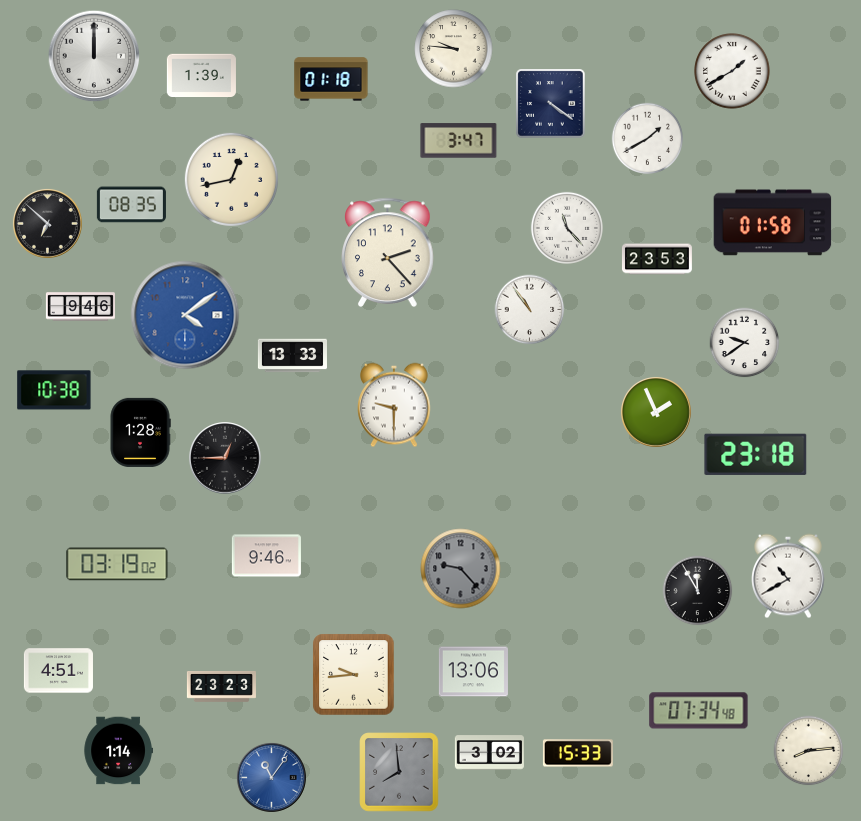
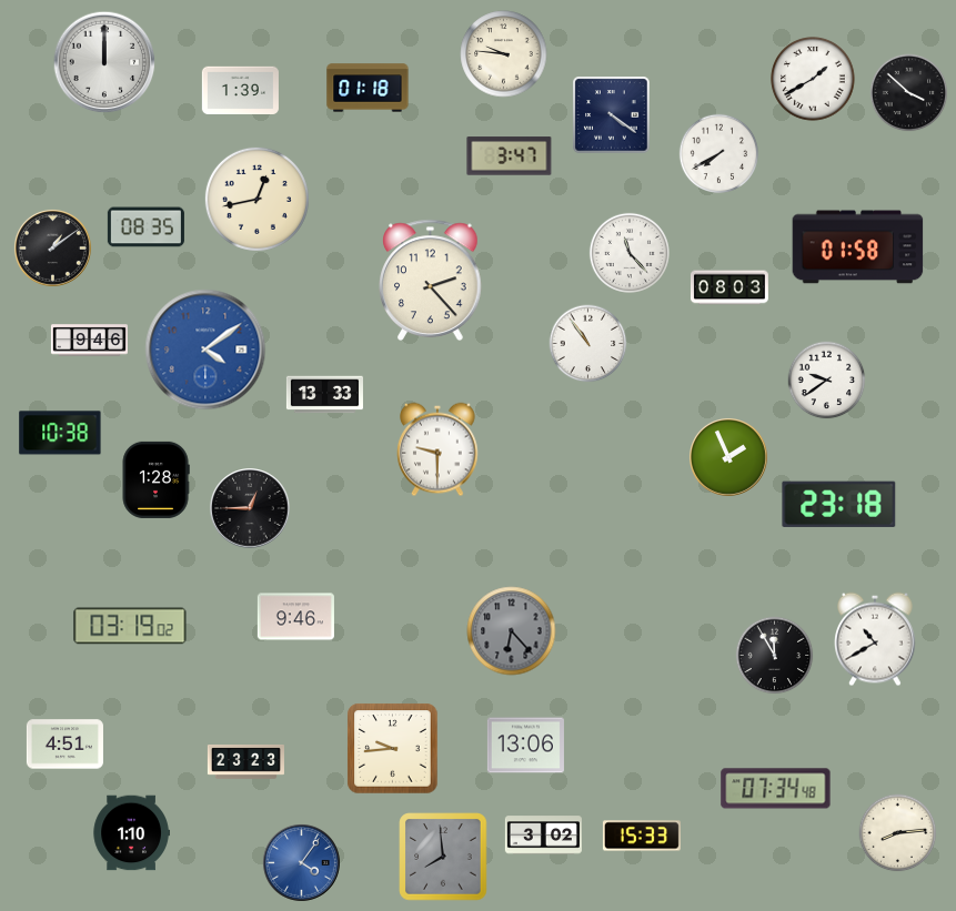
clock at (201, 75) position: (201, 75) -> (240, 90)
clock at (909, 93): none -> 3:52
clock at (648, 139): 1:40 -> 7:40
clock at (47, 223): 6:52 -> 1:09
clock at (657, 259): 23:53 -> 08:03
clock at (461, 569): 9:23 -> 6:23
clock at (118, 751): 1:14 -> 1:10
clock at (271, 777): 11:06 -> 4:06
